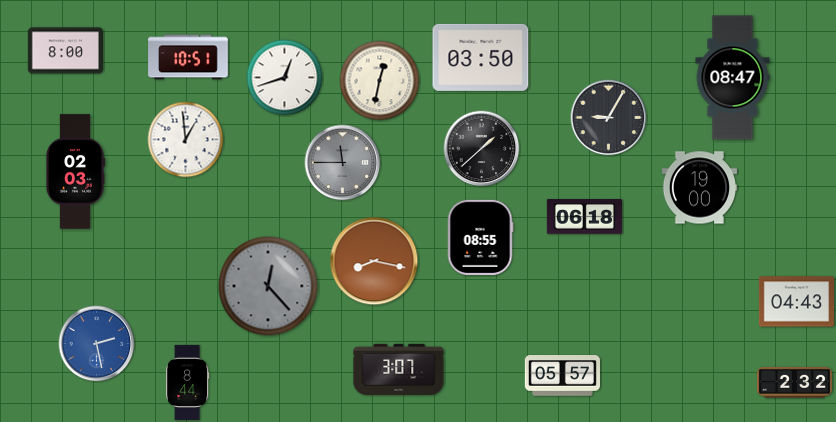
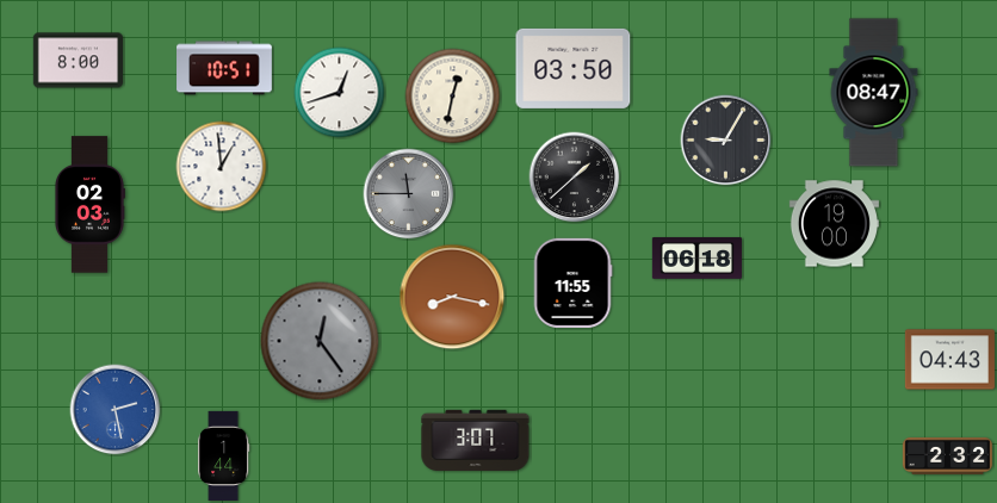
clock at (480, 237): 08:55 -> 11:55
clock at (374, 261) position: (374, 261) -> (452, 297)
clock at (268, 286): 12:23 -> 12:24
clock at (562, 376): 05:57 -> none
clock at (188, 382): 8:44 -> 1:44
